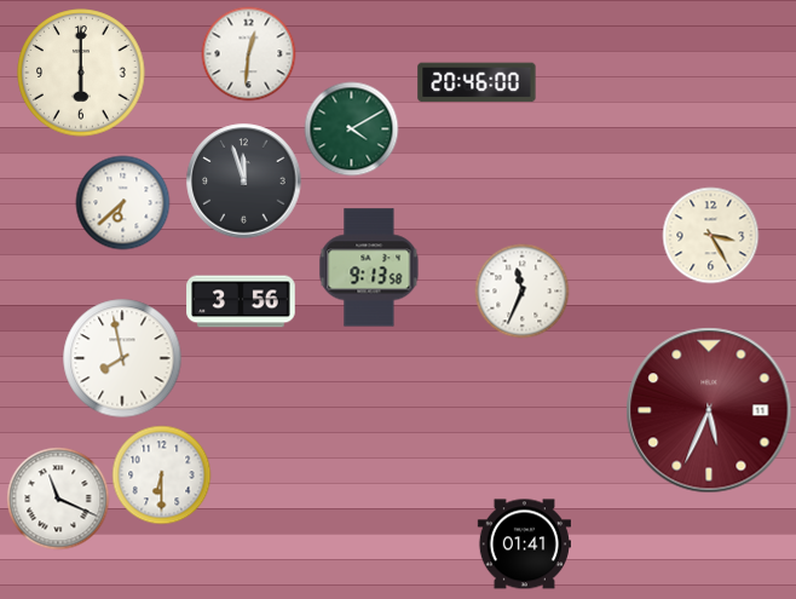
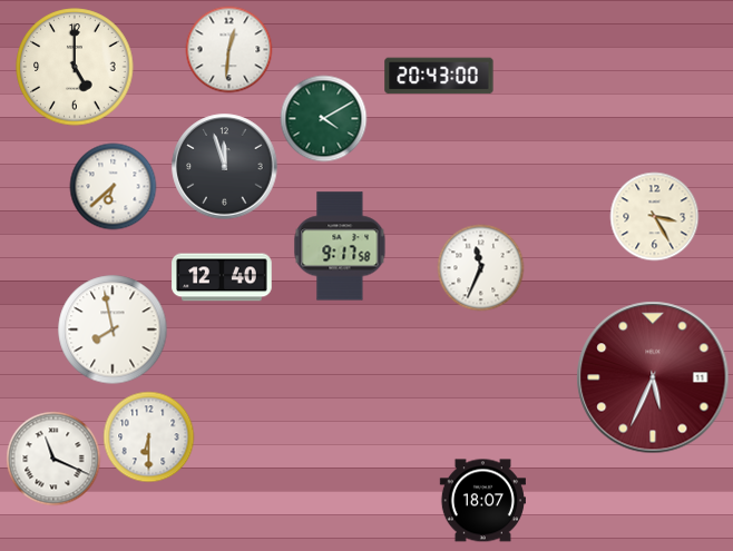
clock at (81, 73): 6:00 -> 5:00
clock at (477, 82): 20:46 -> 20:43
clock at (369, 267): 9:13 -> 9:17
clock at (241, 301): 3:56 -> 12:40
clock at (524, 545): 01:41 -> 18:07
